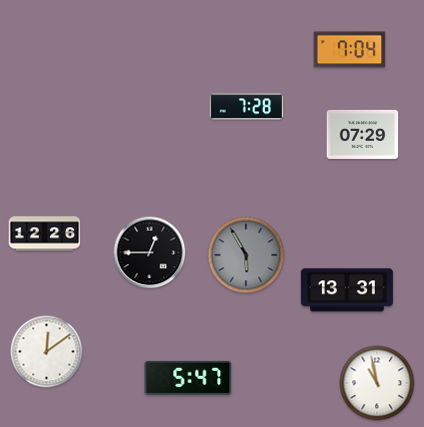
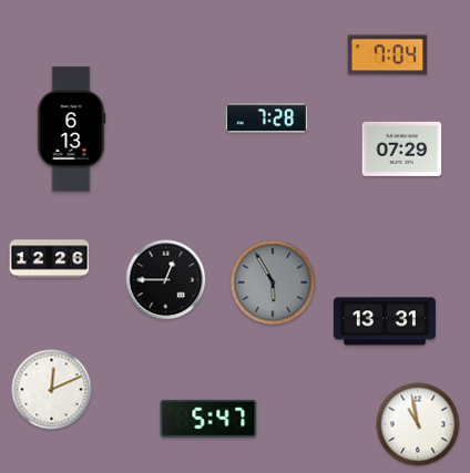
clock at (247, 107) position: (247, 107) -> (267, 119)
clock at (71, 130): none -> 6:13
clock at (47, 352): 12:09 -> 12:11
